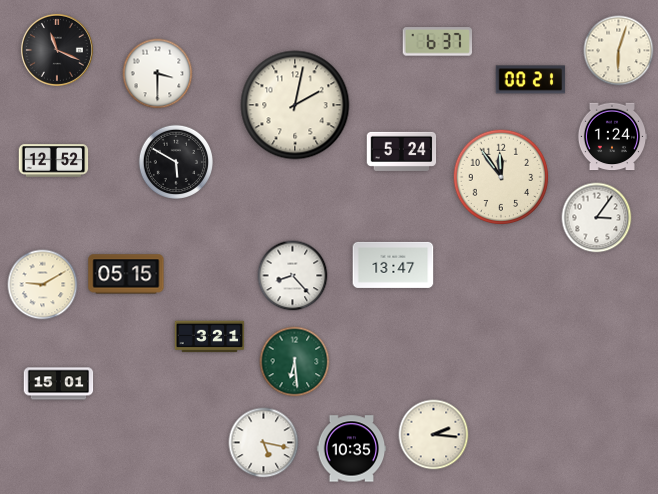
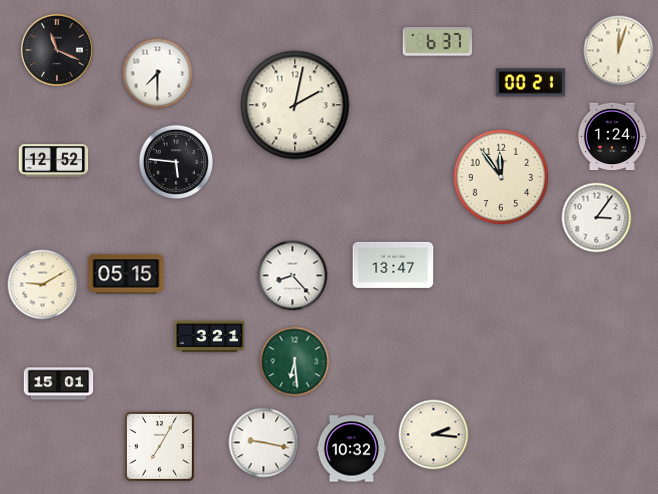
clock at (619, 51): 6:03 -> 12:03
clock at (158, 74): 3:30 -> 7:30
clock at (531, 80) position: (531, 80) -> (531, 83)
clock at (402, 151): 5:24 -> none
clock at (175, 161): 5:50 -> 5:46
clock at (264, 443): 5:17 -> 9:17
clock at (159, 446): none -> 7:05
clock at (352, 449): 10:35 -> 10:32
